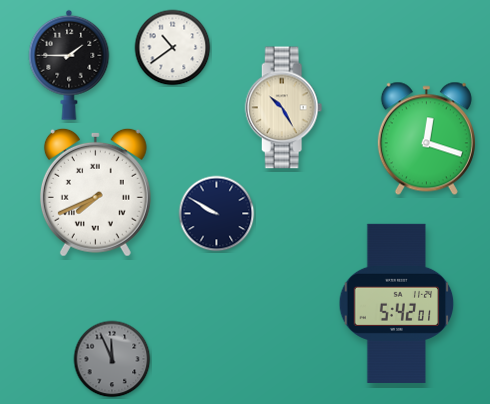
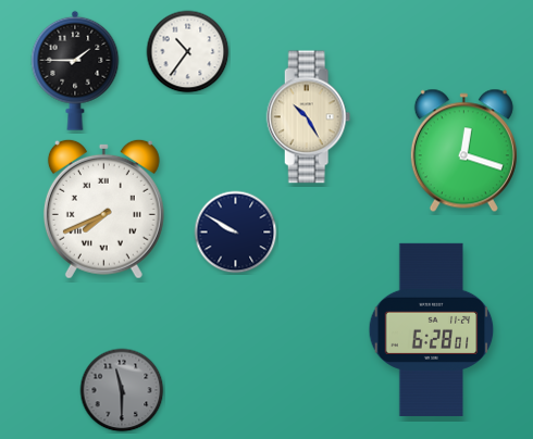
clock at (173, 48): 10:39 -> 10:36
clock at (397, 303): 5:42 -> 6:28
clock at (112, 359): 11:56 -> 11:30
